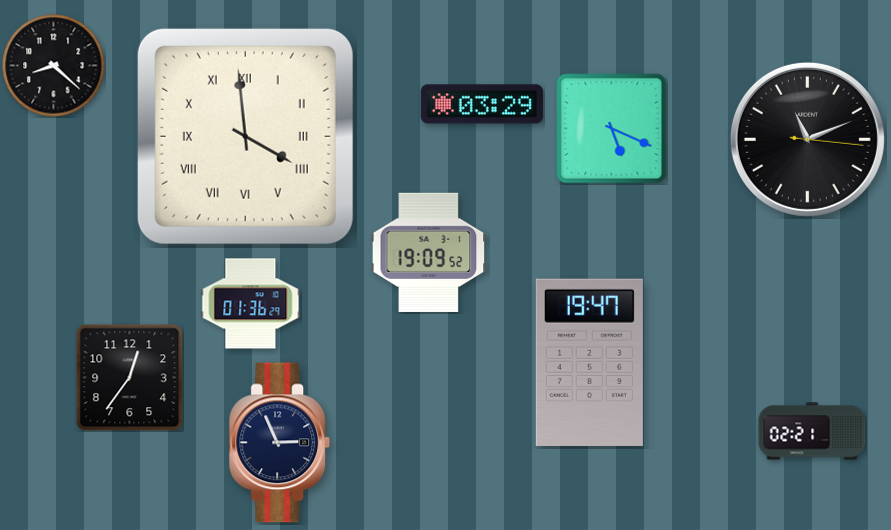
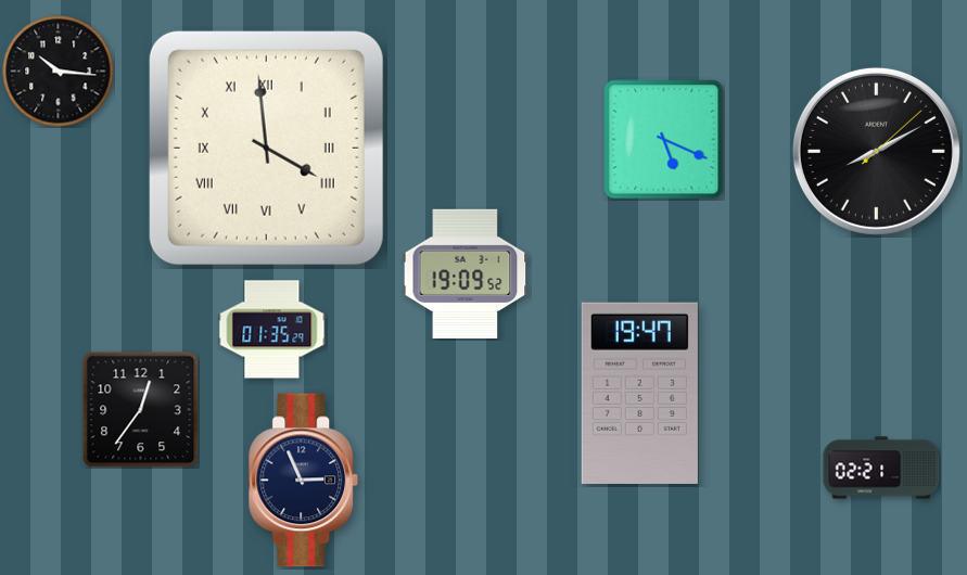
clock at (54, 66): 8:22 -> 10:16
clock at (482, 104): 03:29 -> none
clock at (807, 139): 11:11 -> 8:10
clock at (251, 304): 01:36 -> 01:35
